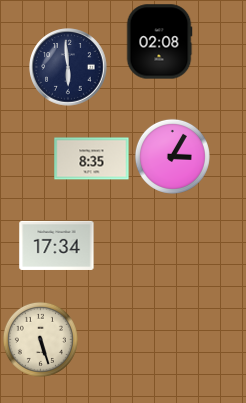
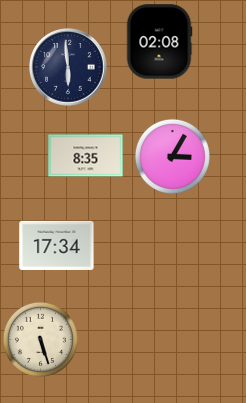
clock at (92, 159) position: (92, 159) -> (86, 156)
